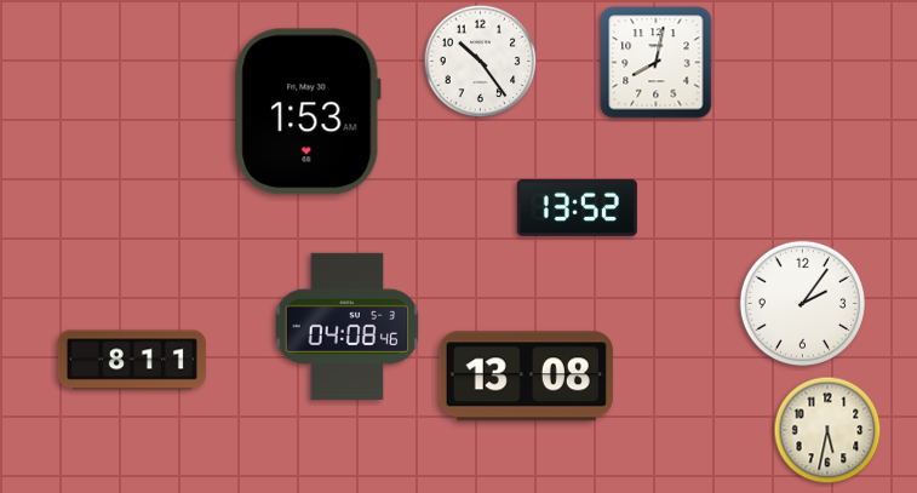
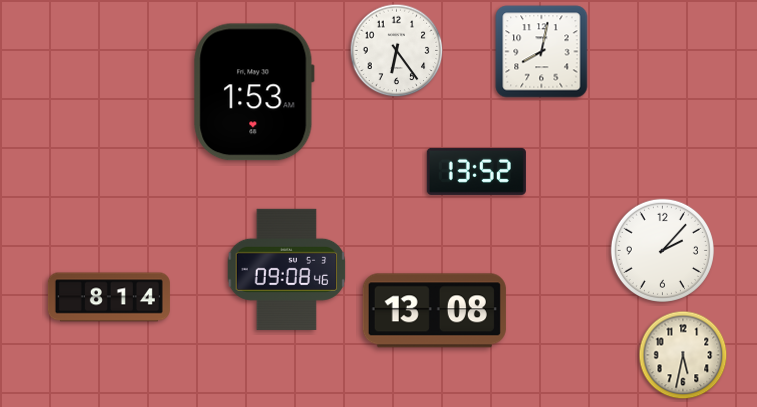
clock at (481, 62): 10:24 -> 6:24
clock at (802, 303): 2:06 -> 2:07
clock at (348, 326): 04:08 -> 09:08
clock at (132, 360): 8:11 -> 8:14
